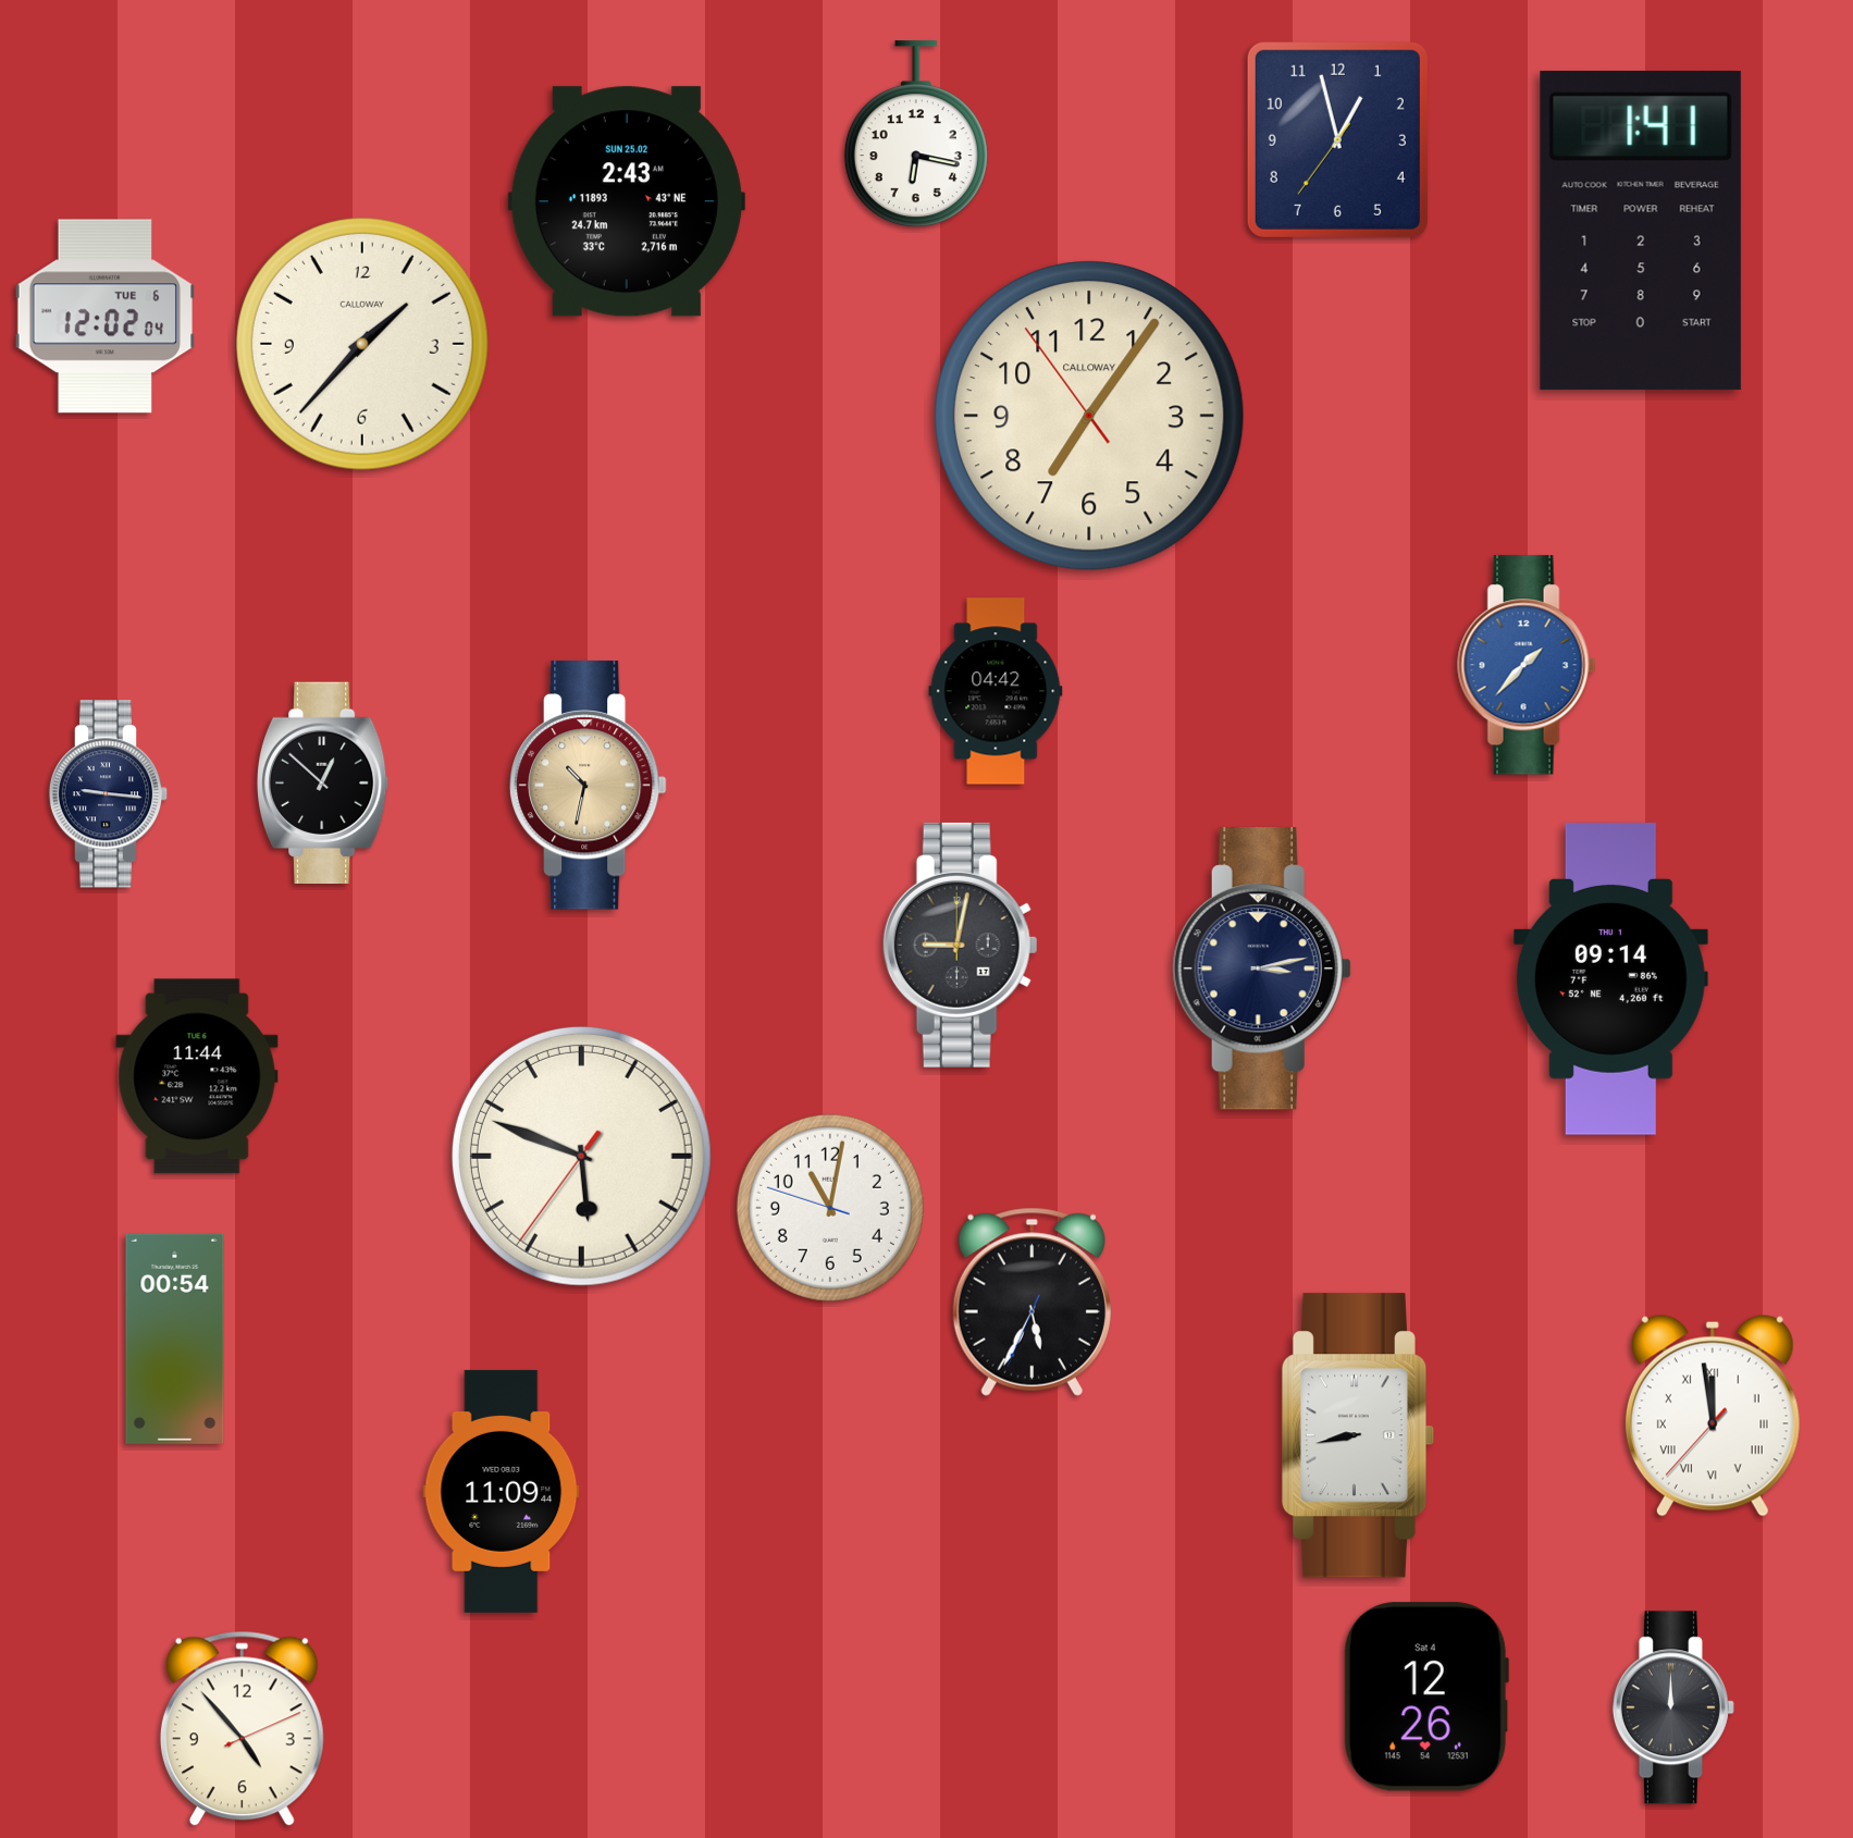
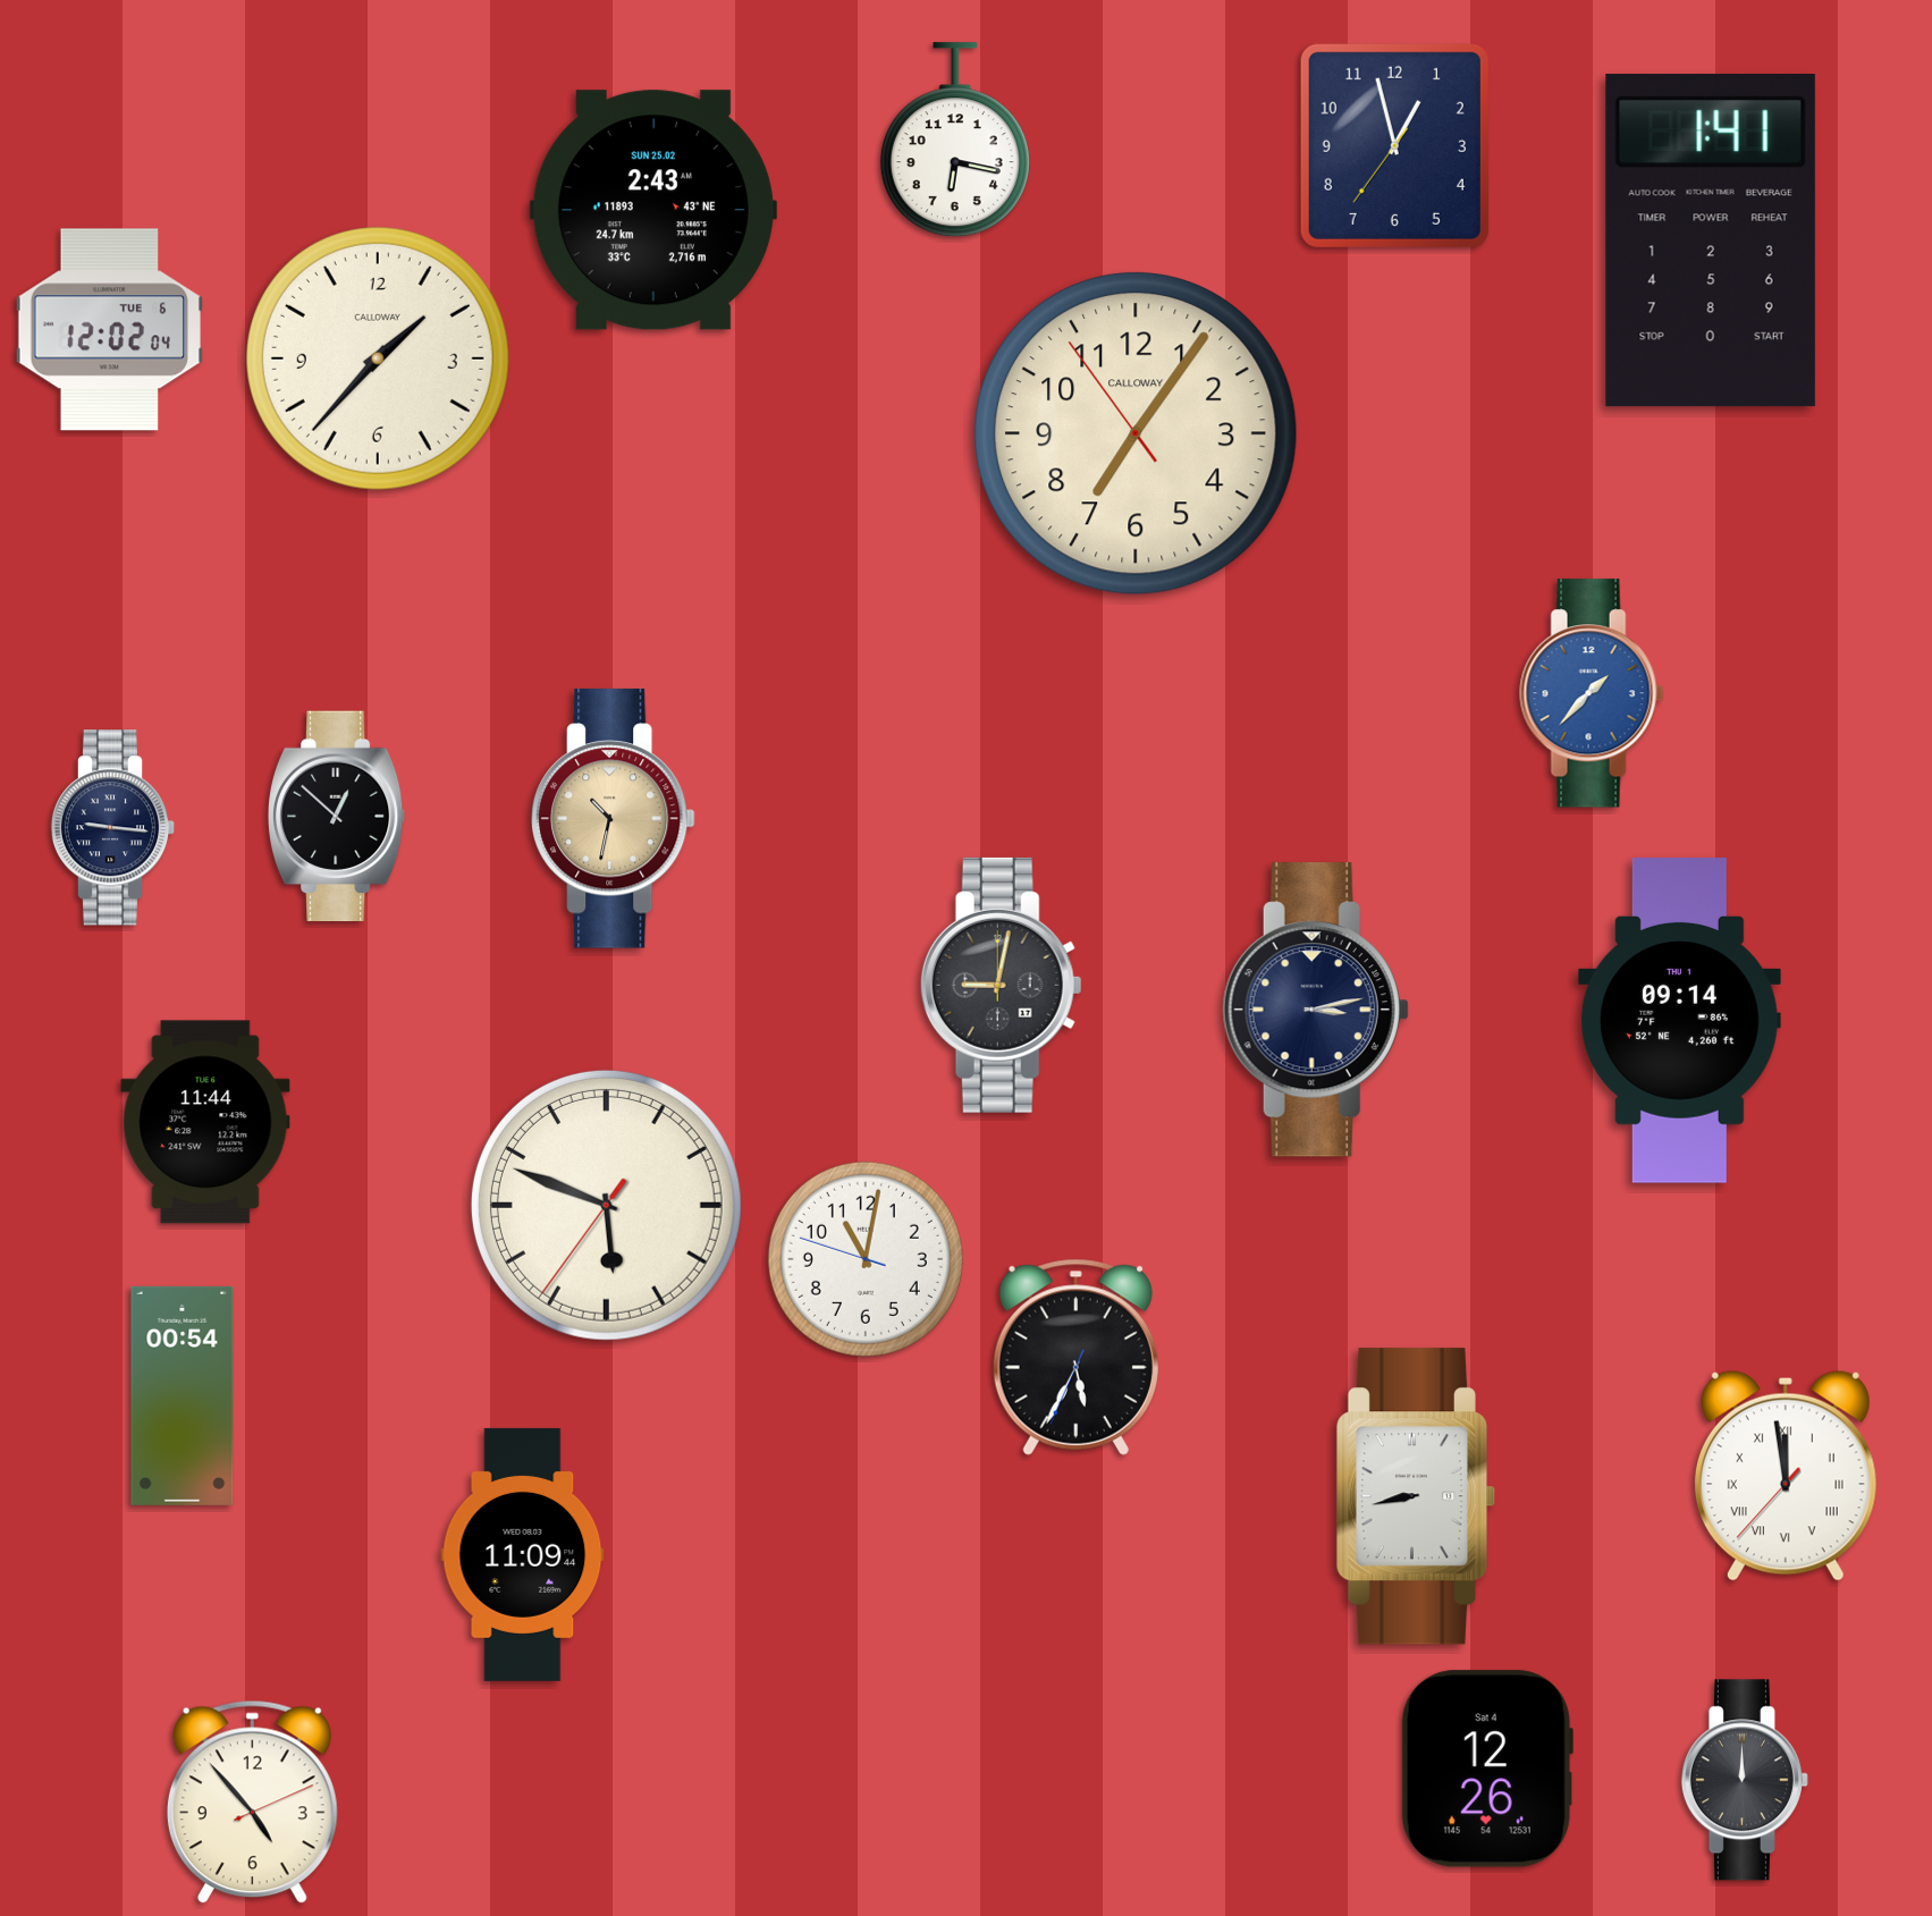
clock at (996, 691): 04:42 -> none
